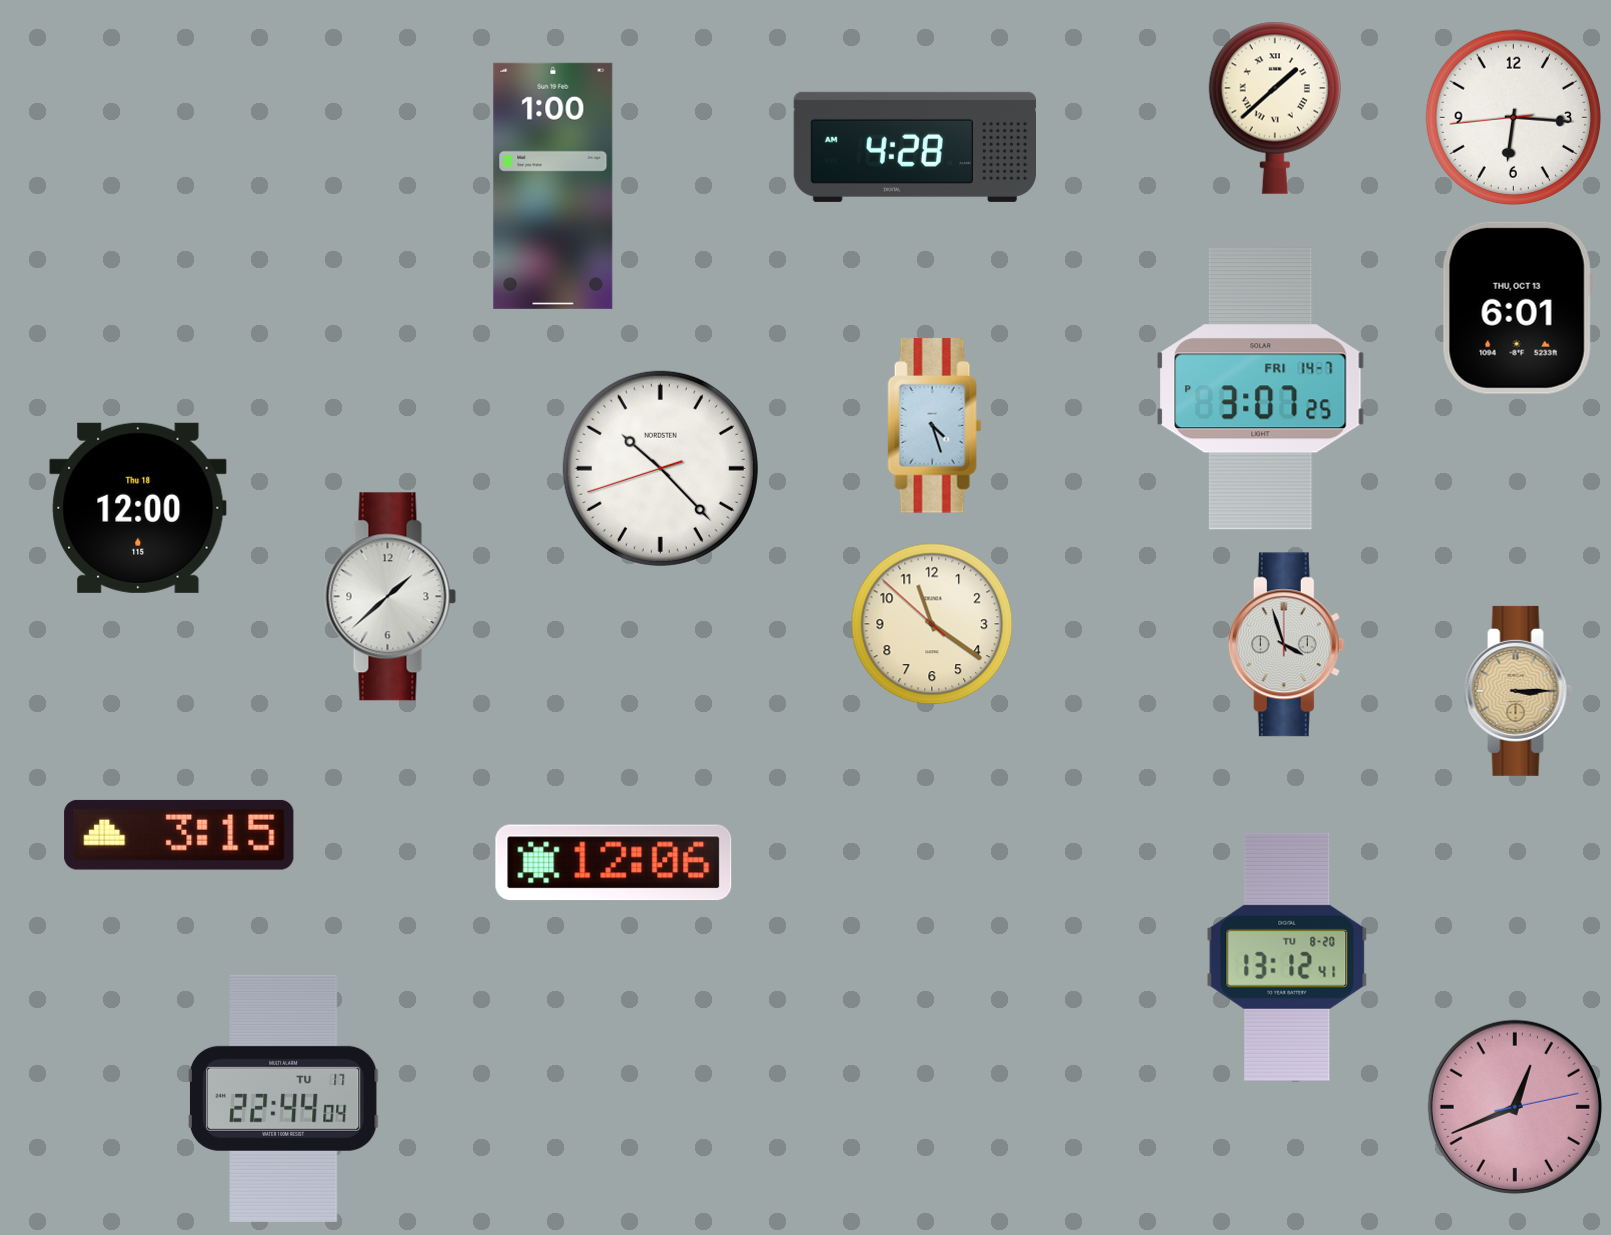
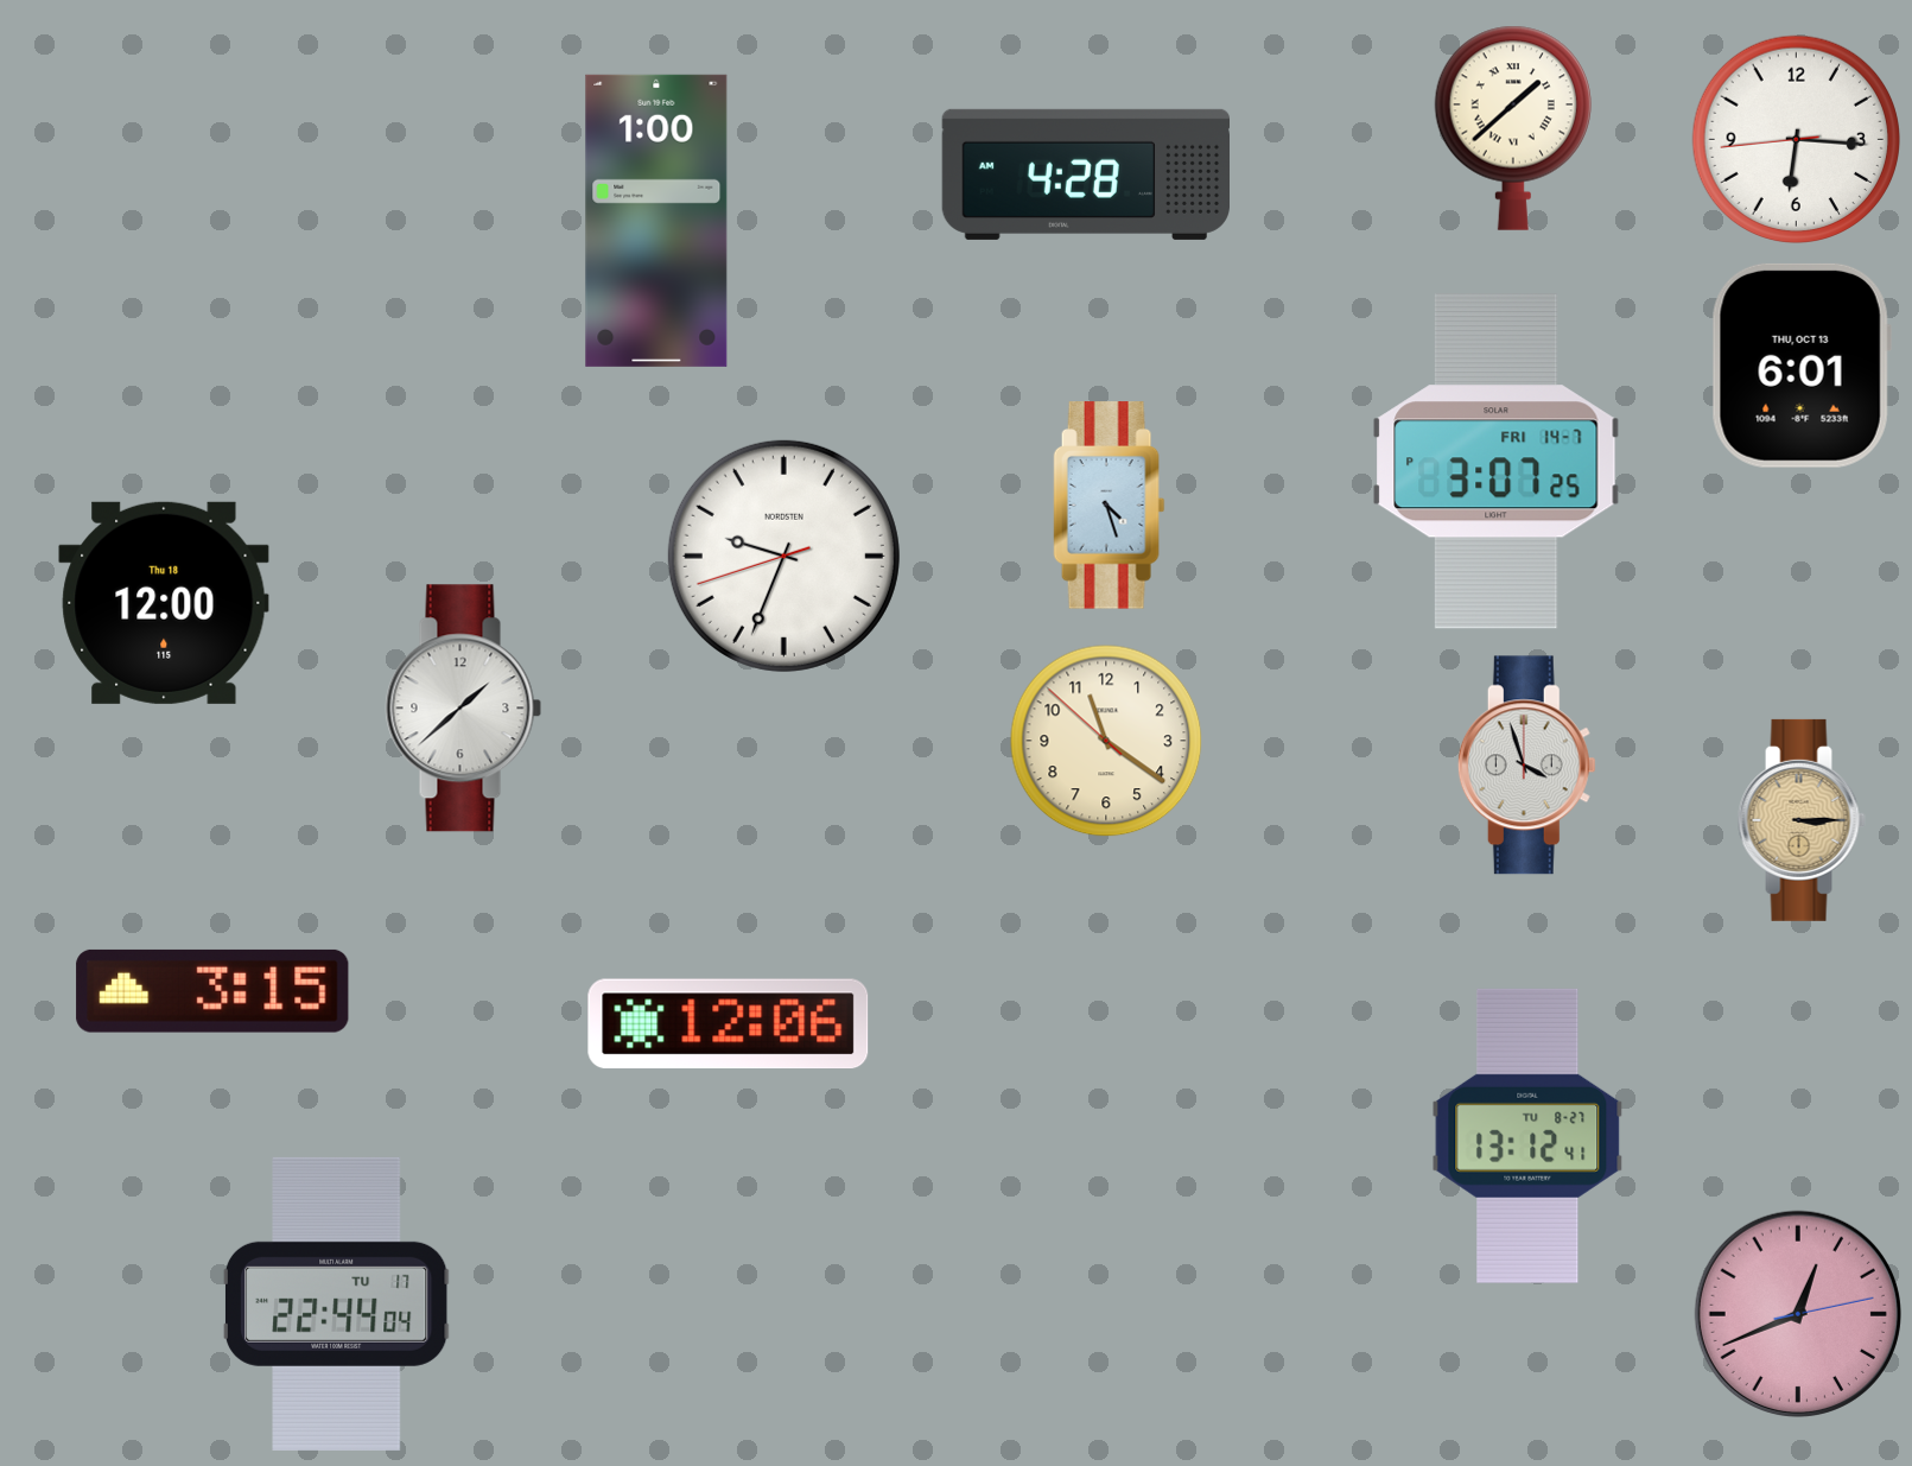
clock at (660, 468): 10:22 -> 9:33
clock at (1287, 957) date: TU 8-20 -> TU 8-27
